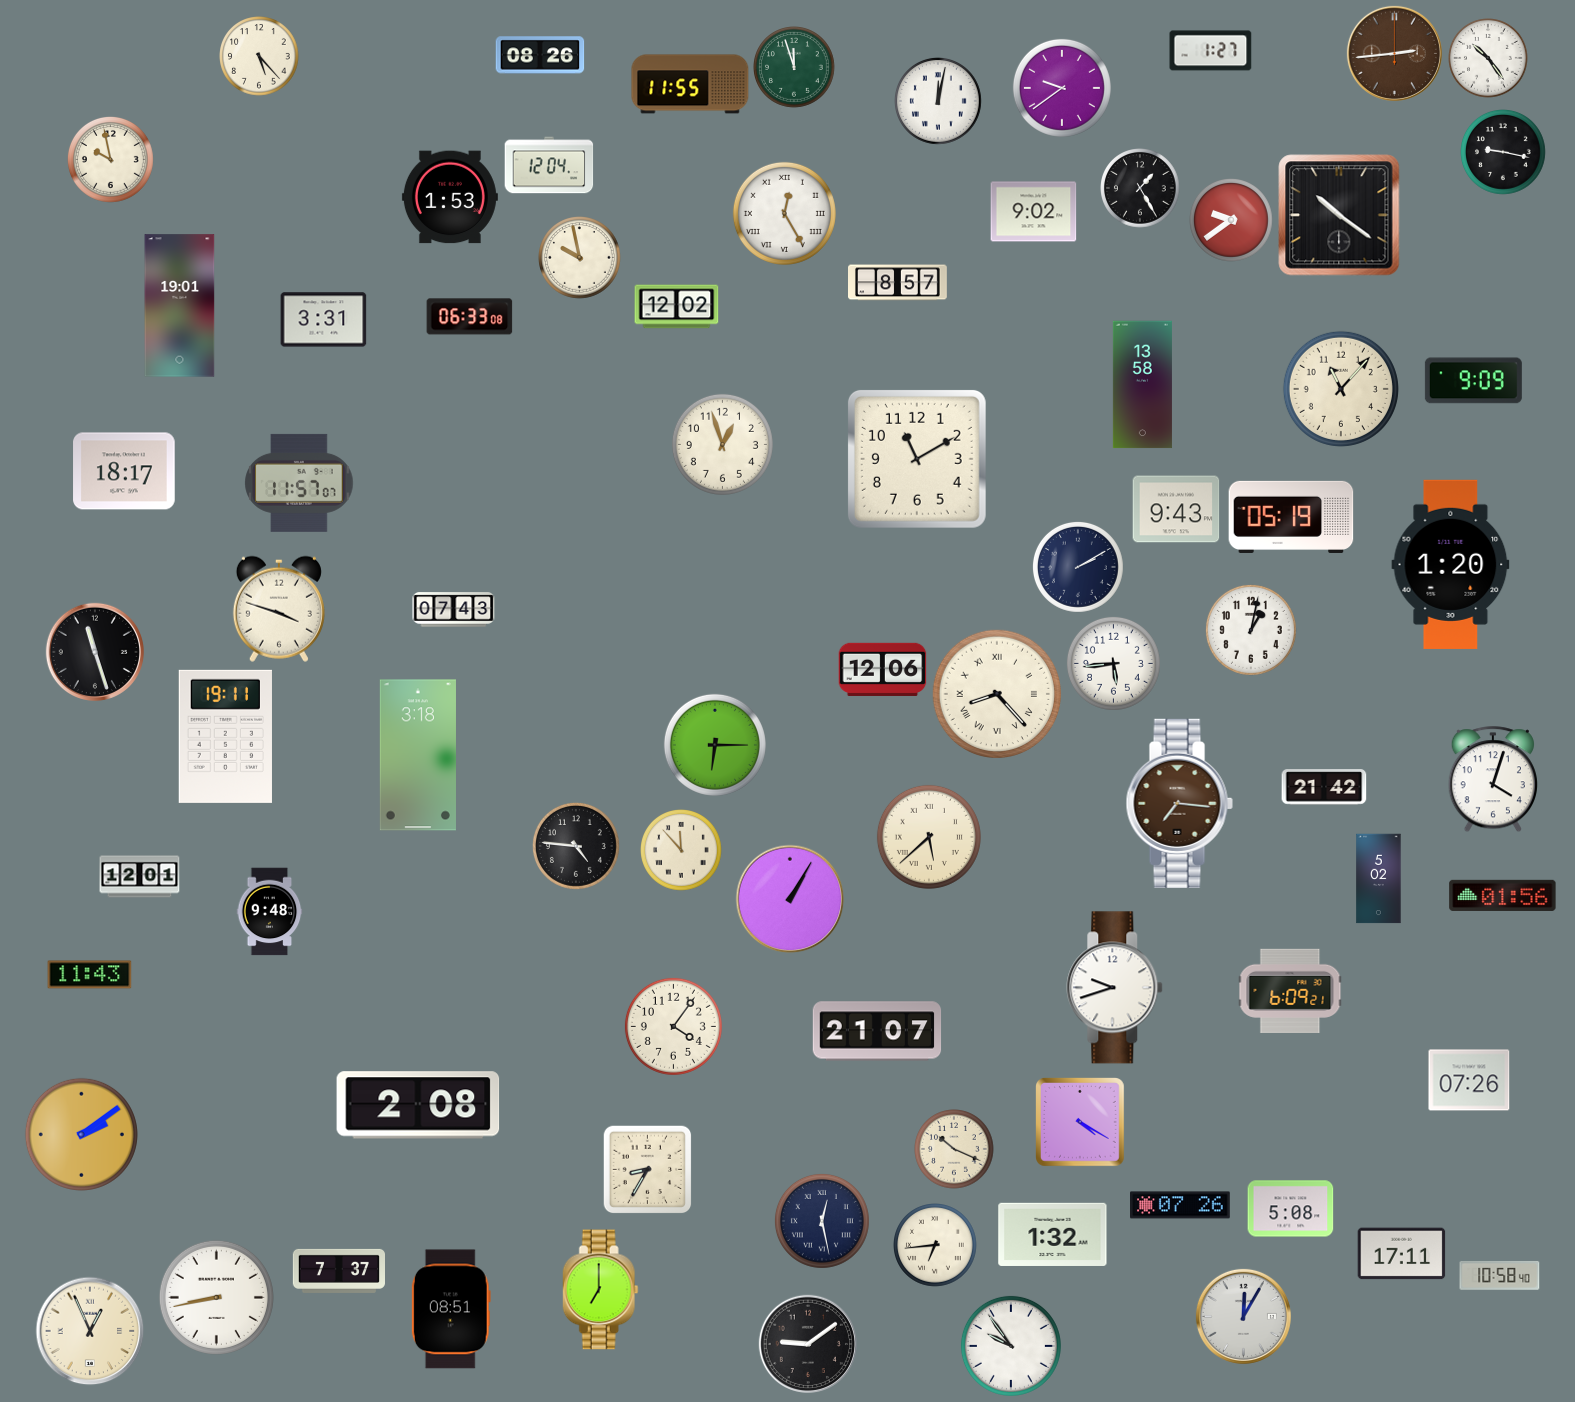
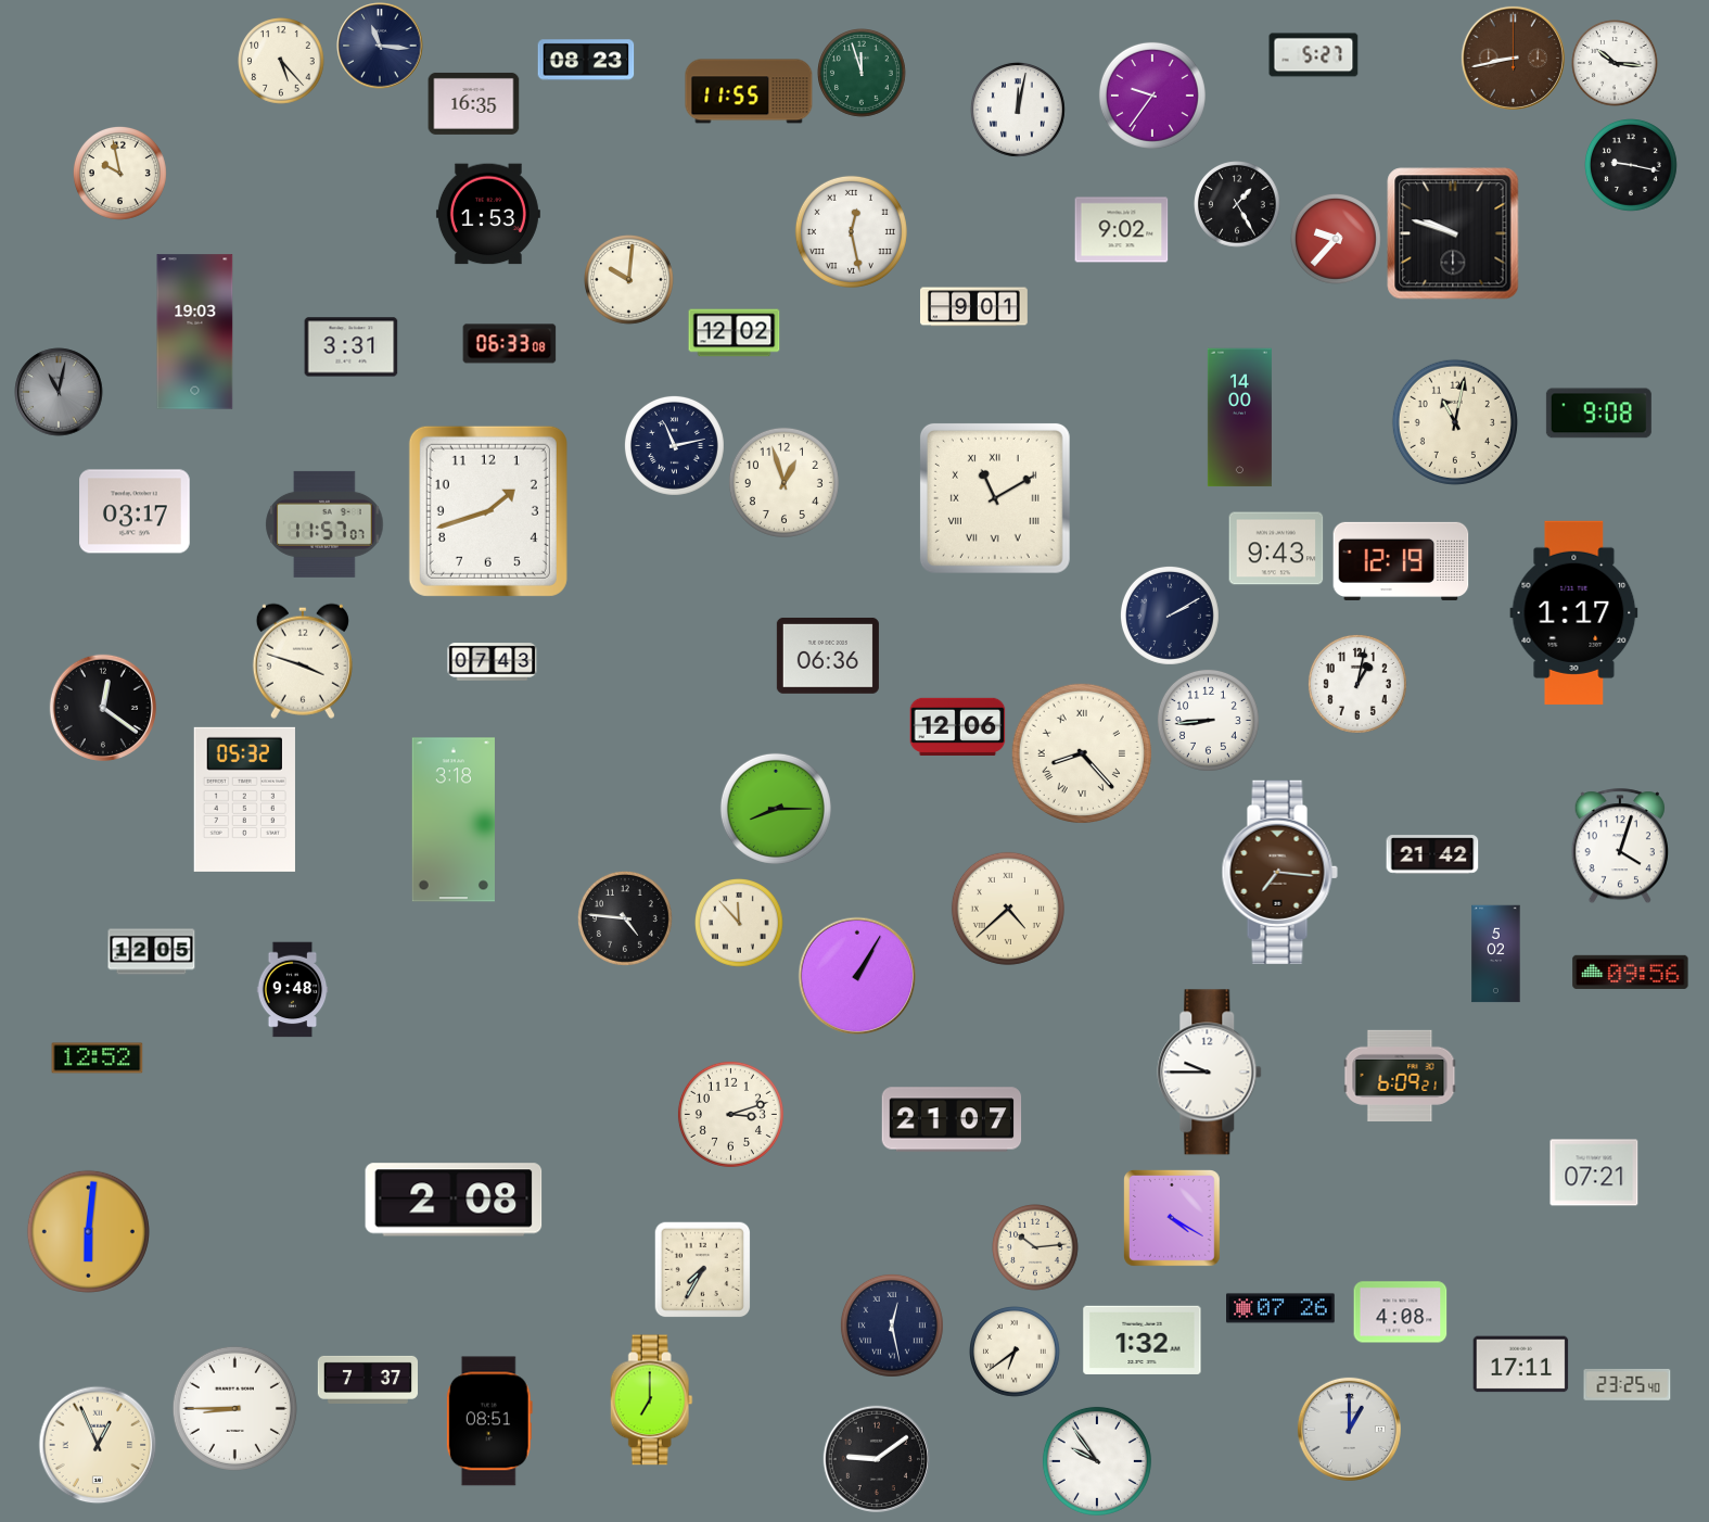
clock at (380, 46): none -> 11:16
clock at (1211, 51): 1:27 -> 5:27
clock at (1394, 53): 2:44 -> 8:43
clock at (540, 55): 08:26 -> 08:23
clock at (1488, 58): 10:24 -> 10:16
clock at (1062, 88): 9:39 -> 9:36
clock at (474, 103): none -> 16:35
clock at (549, 165): 12:04 -> none
clock at (784, 213): 12:25 -> 12:28
clock at (1339, 215): 10:21 -> 9:48
clock at (1232, 221): 9:39 -> 9:37
clock at (580, 258): 9:58 -> 10:01
clock at (898, 283): 8:57 -> 9:01
clock at (180, 306): 19:01 -> 19:03
clock at (59, 392): none -> 11:02
clock at (1473, 381): 9:09 -> 9:08
clock at (1142, 385): 13:58 -> 14:00
clock at (1341, 389): 11:07 -> 11:02
clock at (674, 445): none -> 11:13
clock at (917, 459) numerals: Arabic -> Roman
clock at (124, 471): 18:17 -> 03:17
clock at (488, 511): none -> 1:42
clock at (1176, 509) position: (1176, 509) -> (1276, 548)
clock at (1291, 517): 05:19 -> 12:19
clock at (1451, 564): 1:20 -> 1:17
clock at (828, 656): none -> 06:36
clock at (95, 652): 11:27 -> 12:21
clock at (1113, 663): 5:44 -> 8:44
clock at (225, 736): 19:11 -> 05:32
clock at (715, 745): 6:15 -> 8:15
clock at (1324, 787) position: (1324, 787) -> (1432, 854)
clock at (929, 837): 5:38 -> 4:38
clock at (140, 877): 12:01 -> 12:05
clock at (1503, 895): 01:56 -> 09:56
clock at (90, 975): 11:43 -> 12:52
clock at (1115, 988): 9:42 -> 9:45
clock at (673, 1026): 4:06 -> 3:12
clock at (1469, 1080): 07:26 -> 07:21
clock at (81, 1134): 2:09 -> 6:01
clock at (954, 1149): 10:19 -> 10:14
clock at (647, 1169): 8:35 -> 7:35
clock at (1291, 1209): 5:08 -> 4:08
clock at (936, 1246): 6:44 -> 6:39
clock at (1402, 1254) position: (1402, 1254) -> (1521, 1365)
clock at (1500, 1275): 10:58 -> 23:25
clock at (216, 1297): 8:43 -> 8:45
clock at (1243, 1316): 12:05 -> 1:00
